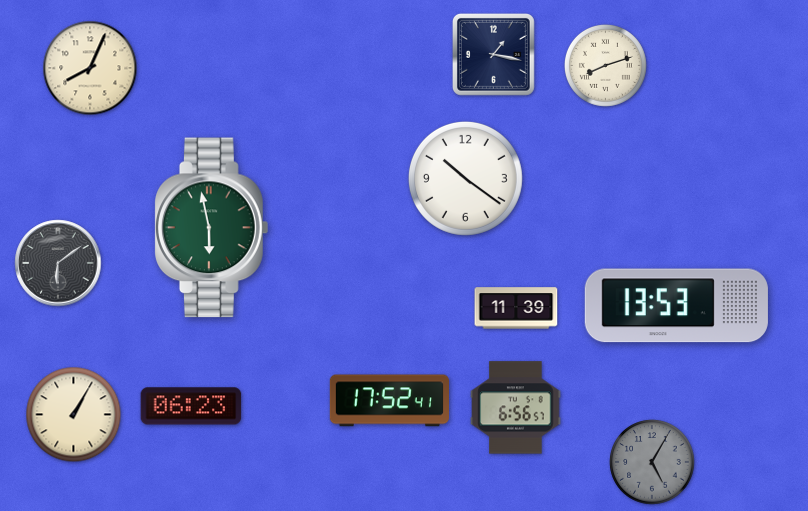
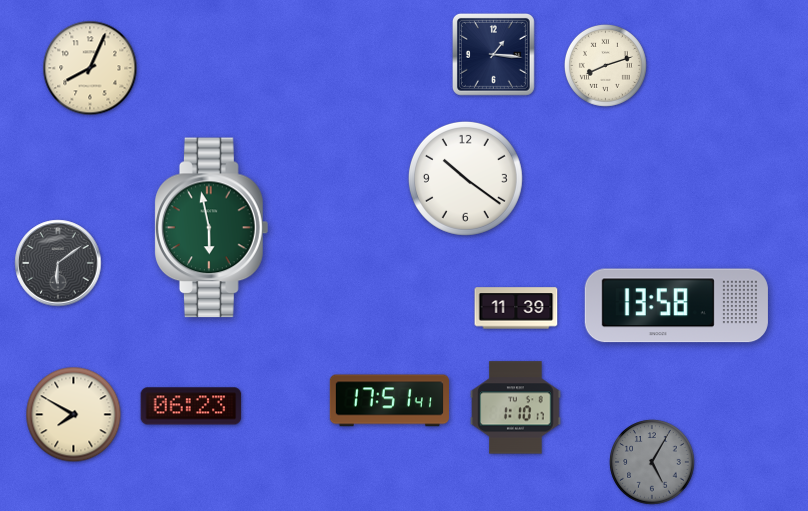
clock at (493, 54): 1:17 -> 1:16
clock at (676, 306): 13:53 -> 13:58
clock at (389, 401): 17:52 -> 17:51
clock at (516, 408): 6:56 -> 1:10
clock at (74, 415): 1:05 -> 7:50
